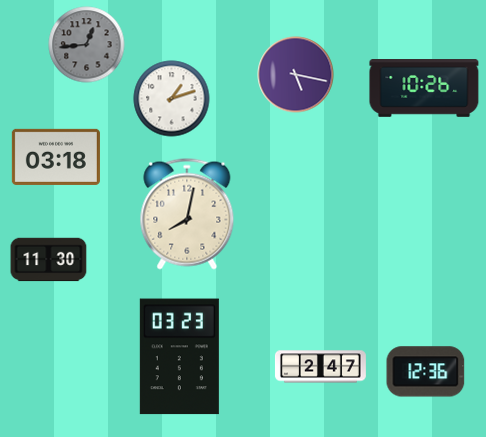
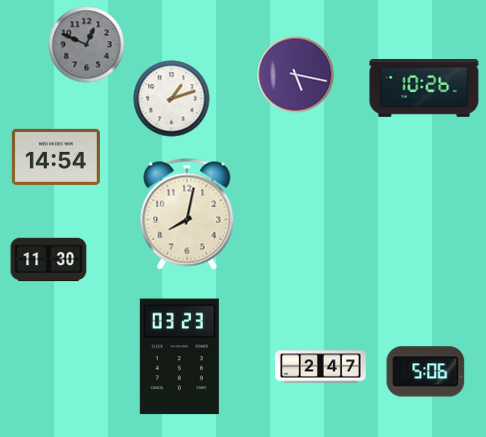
clock at (87, 45): 12:44 -> 12:49
clock at (56, 157): 03:18 -> 14:54
clock at (426, 372): 12:36 -> 5:06
